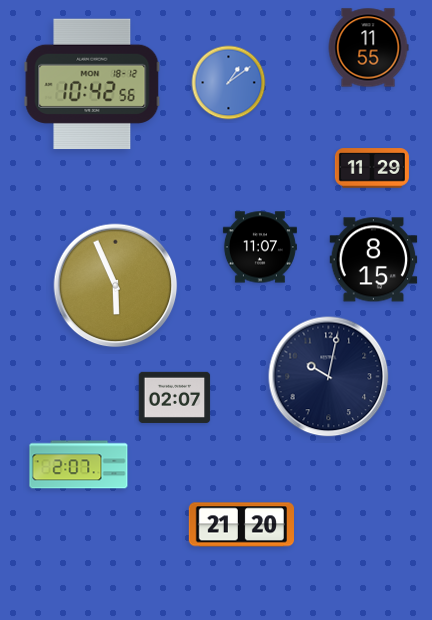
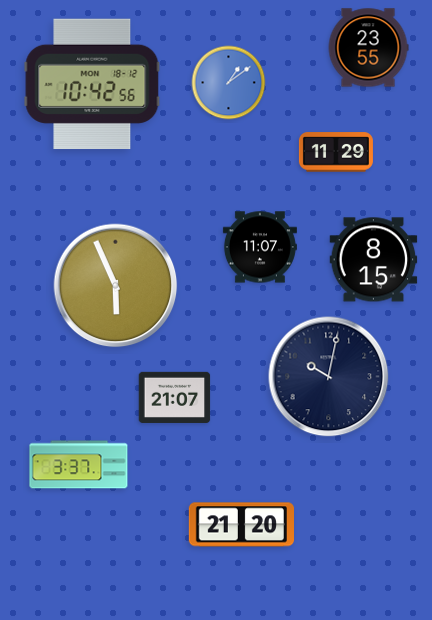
clock at (368, 48): 11:55 -> 23:55
clock at (372, 168) position: (372, 168) -> (336, 152)
clock at (175, 397): 02:07 -> 21:07
clock at (79, 465): 2:07 -> 3:37
